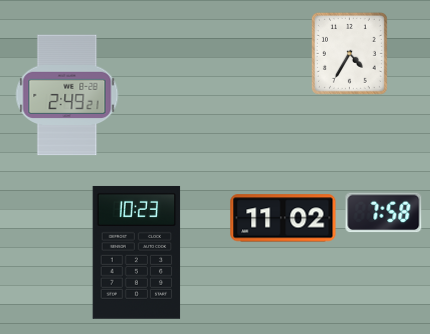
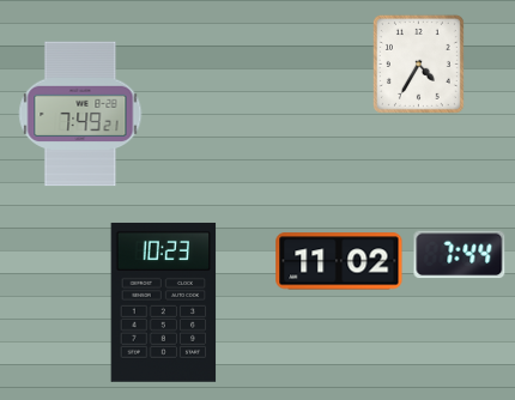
clock at (67, 95): 2:49 -> 7:49
clock at (384, 213): 7:58 -> 7:44
